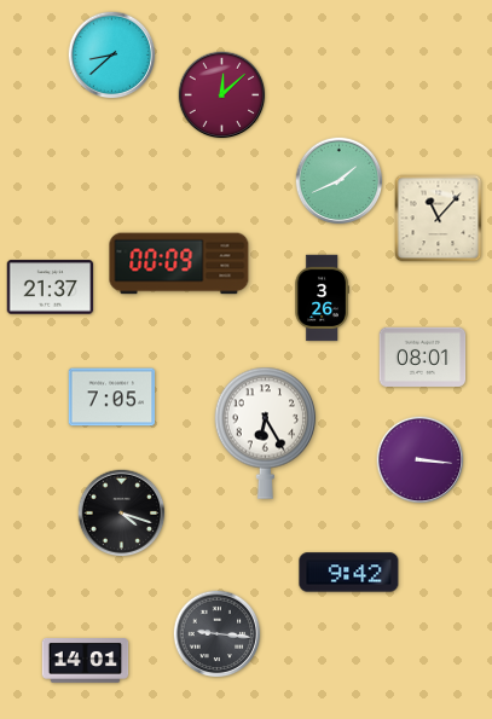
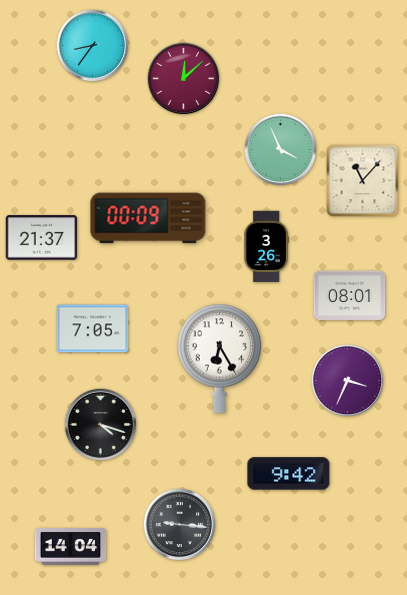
clock at (112, 56): 8:38 -> 8:36
clock at (340, 181): 1:41 -> 3:56
clock at (421, 460): 3:16 -> 3:34
clock at (86, 661): 14:01 -> 14:04
